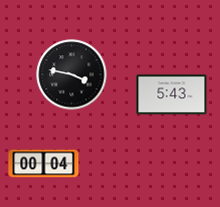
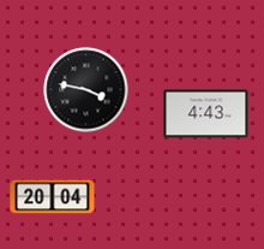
clock at (172, 95): 5:43 -> 4:43
clock at (44, 164): 00:04 -> 20:04
